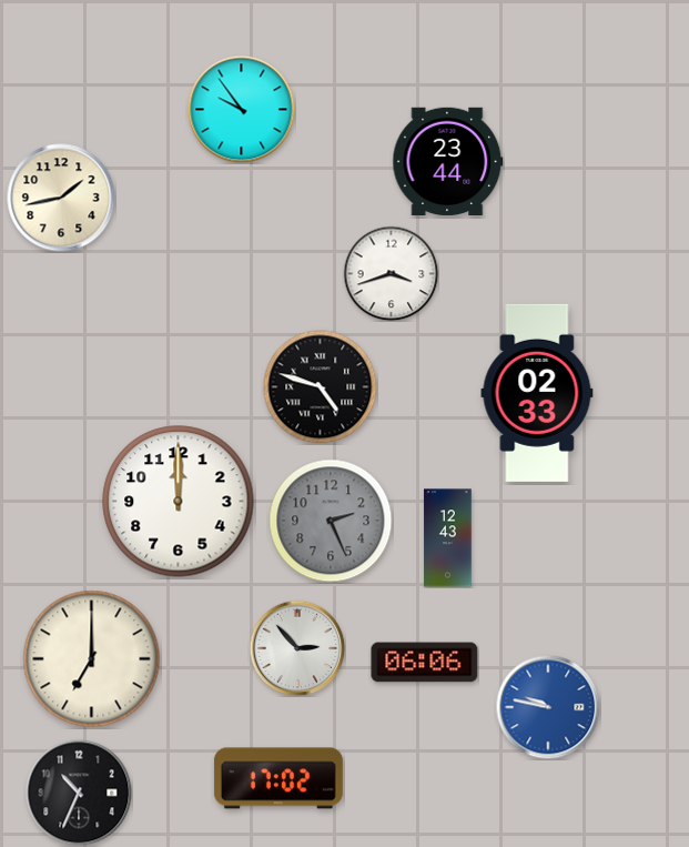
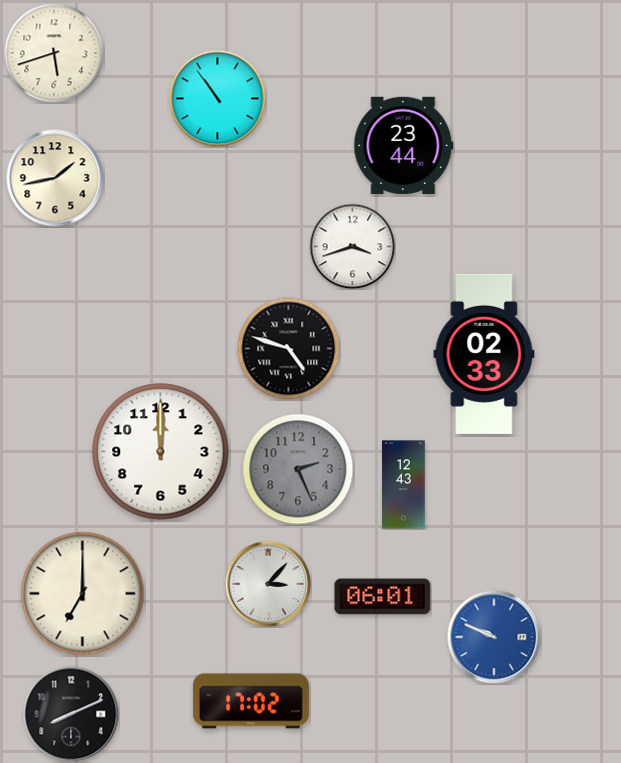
clock at (54, 53): none -> 5:42
clock at (242, 110): 9:54 -> 10:54
clock at (297, 648): 2:53 -> 3:07
clock at (425, 663): 06:06 -> 06:01
clock at (548, 707): 9:47 -> 9:49
clock at (79, 793): 10:34 -> 8:11
